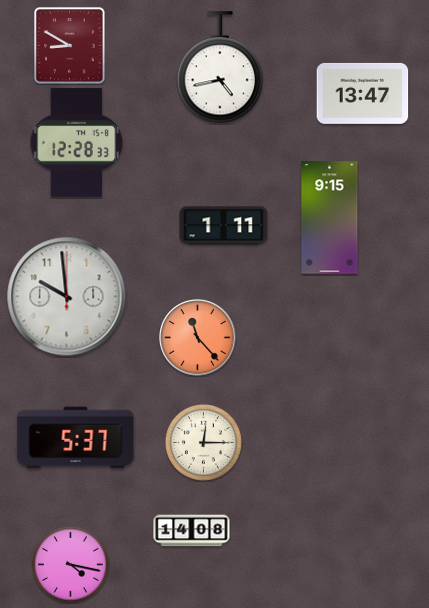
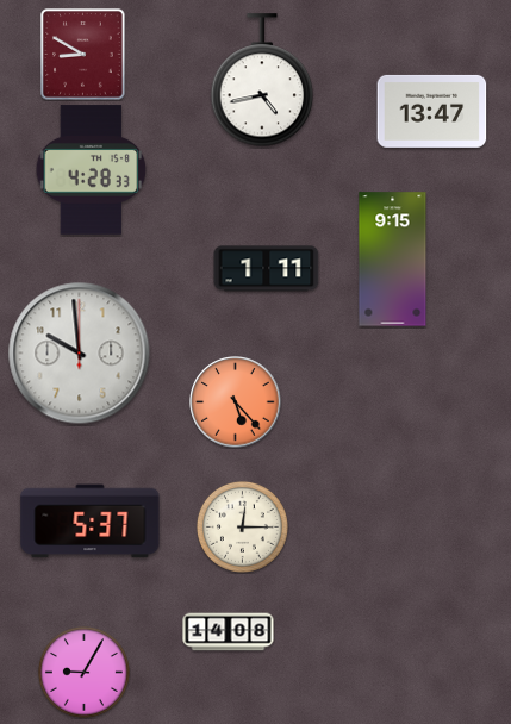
clock at (77, 143): 12:28 -> 4:28
clock at (198, 338): 11:23 -> 5:23
clock at (70, 564): 4:17 -> 9:05
